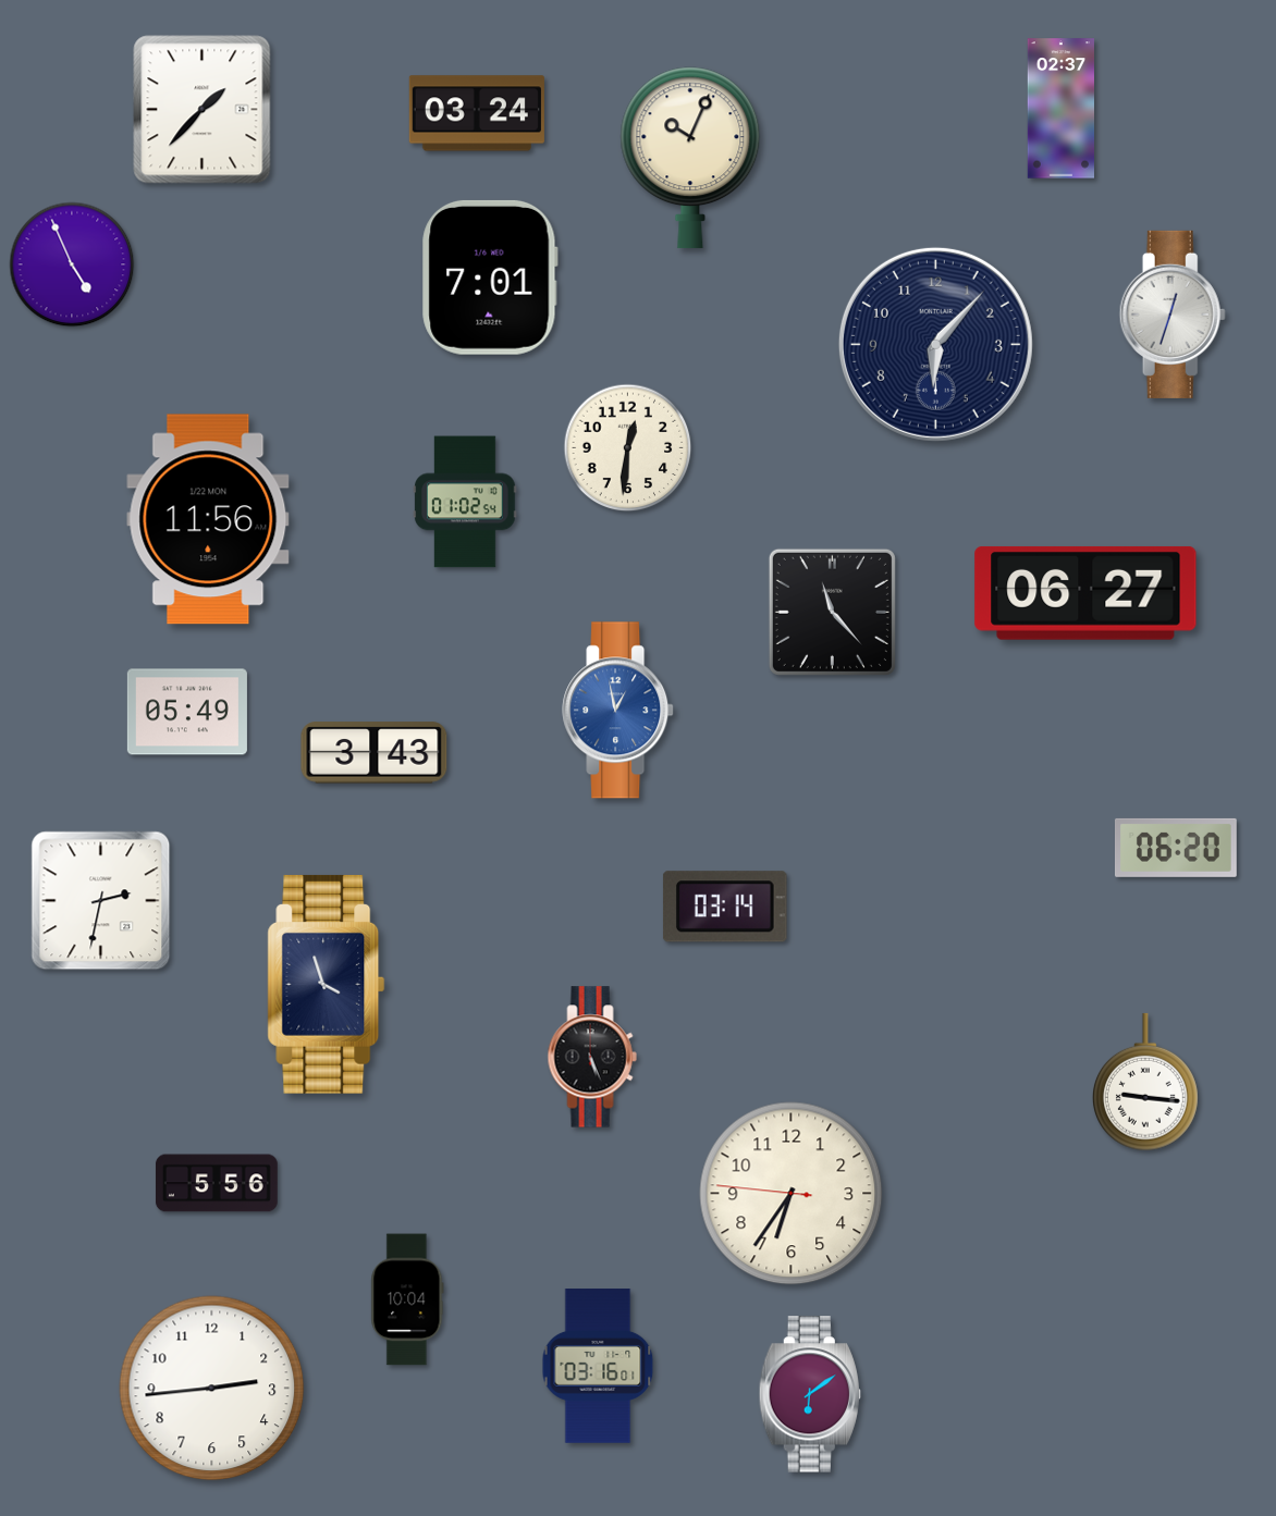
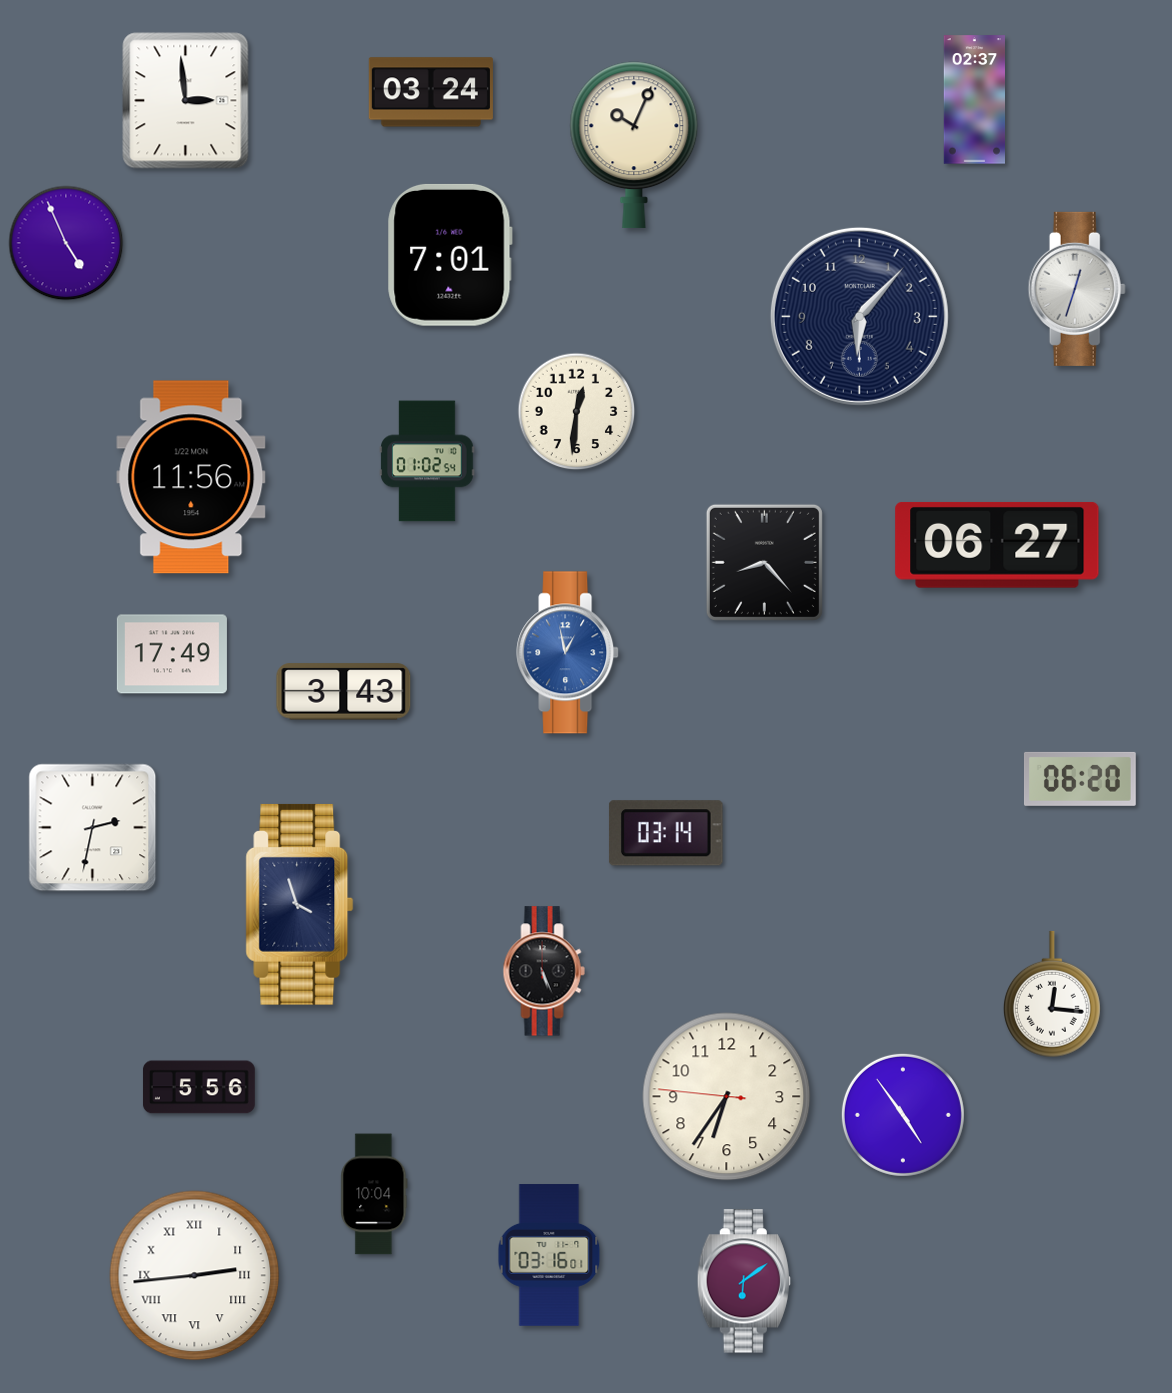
clock at (203, 110): 1:37 -> 2:59
clock at (477, 113) position: (477, 113) -> (431, 92)
clock at (832, 612): 11:23 -> 8:23
clock at (187, 712): 05:49 -> 17:49
clock at (1145, 1082): 9:16 -> 12:16
clock at (903, 1115): none -> 4:54
clock at (212, 1389) numerals: Arabic -> Roman
